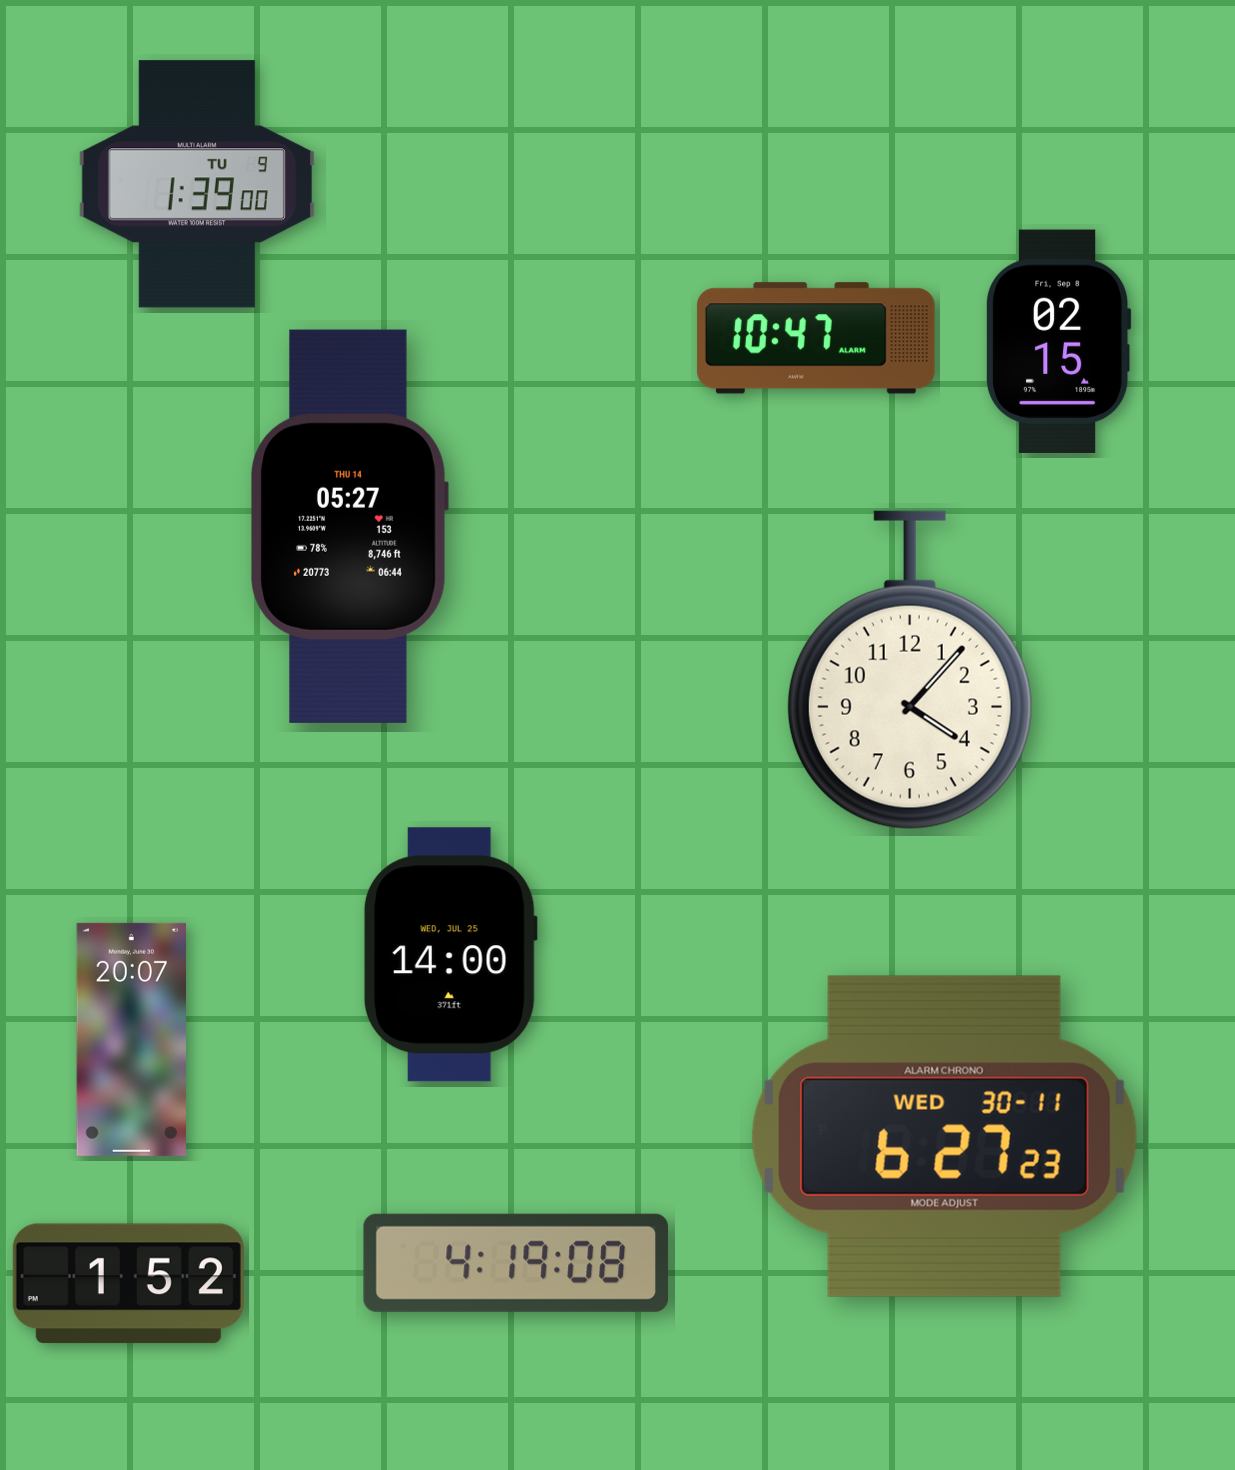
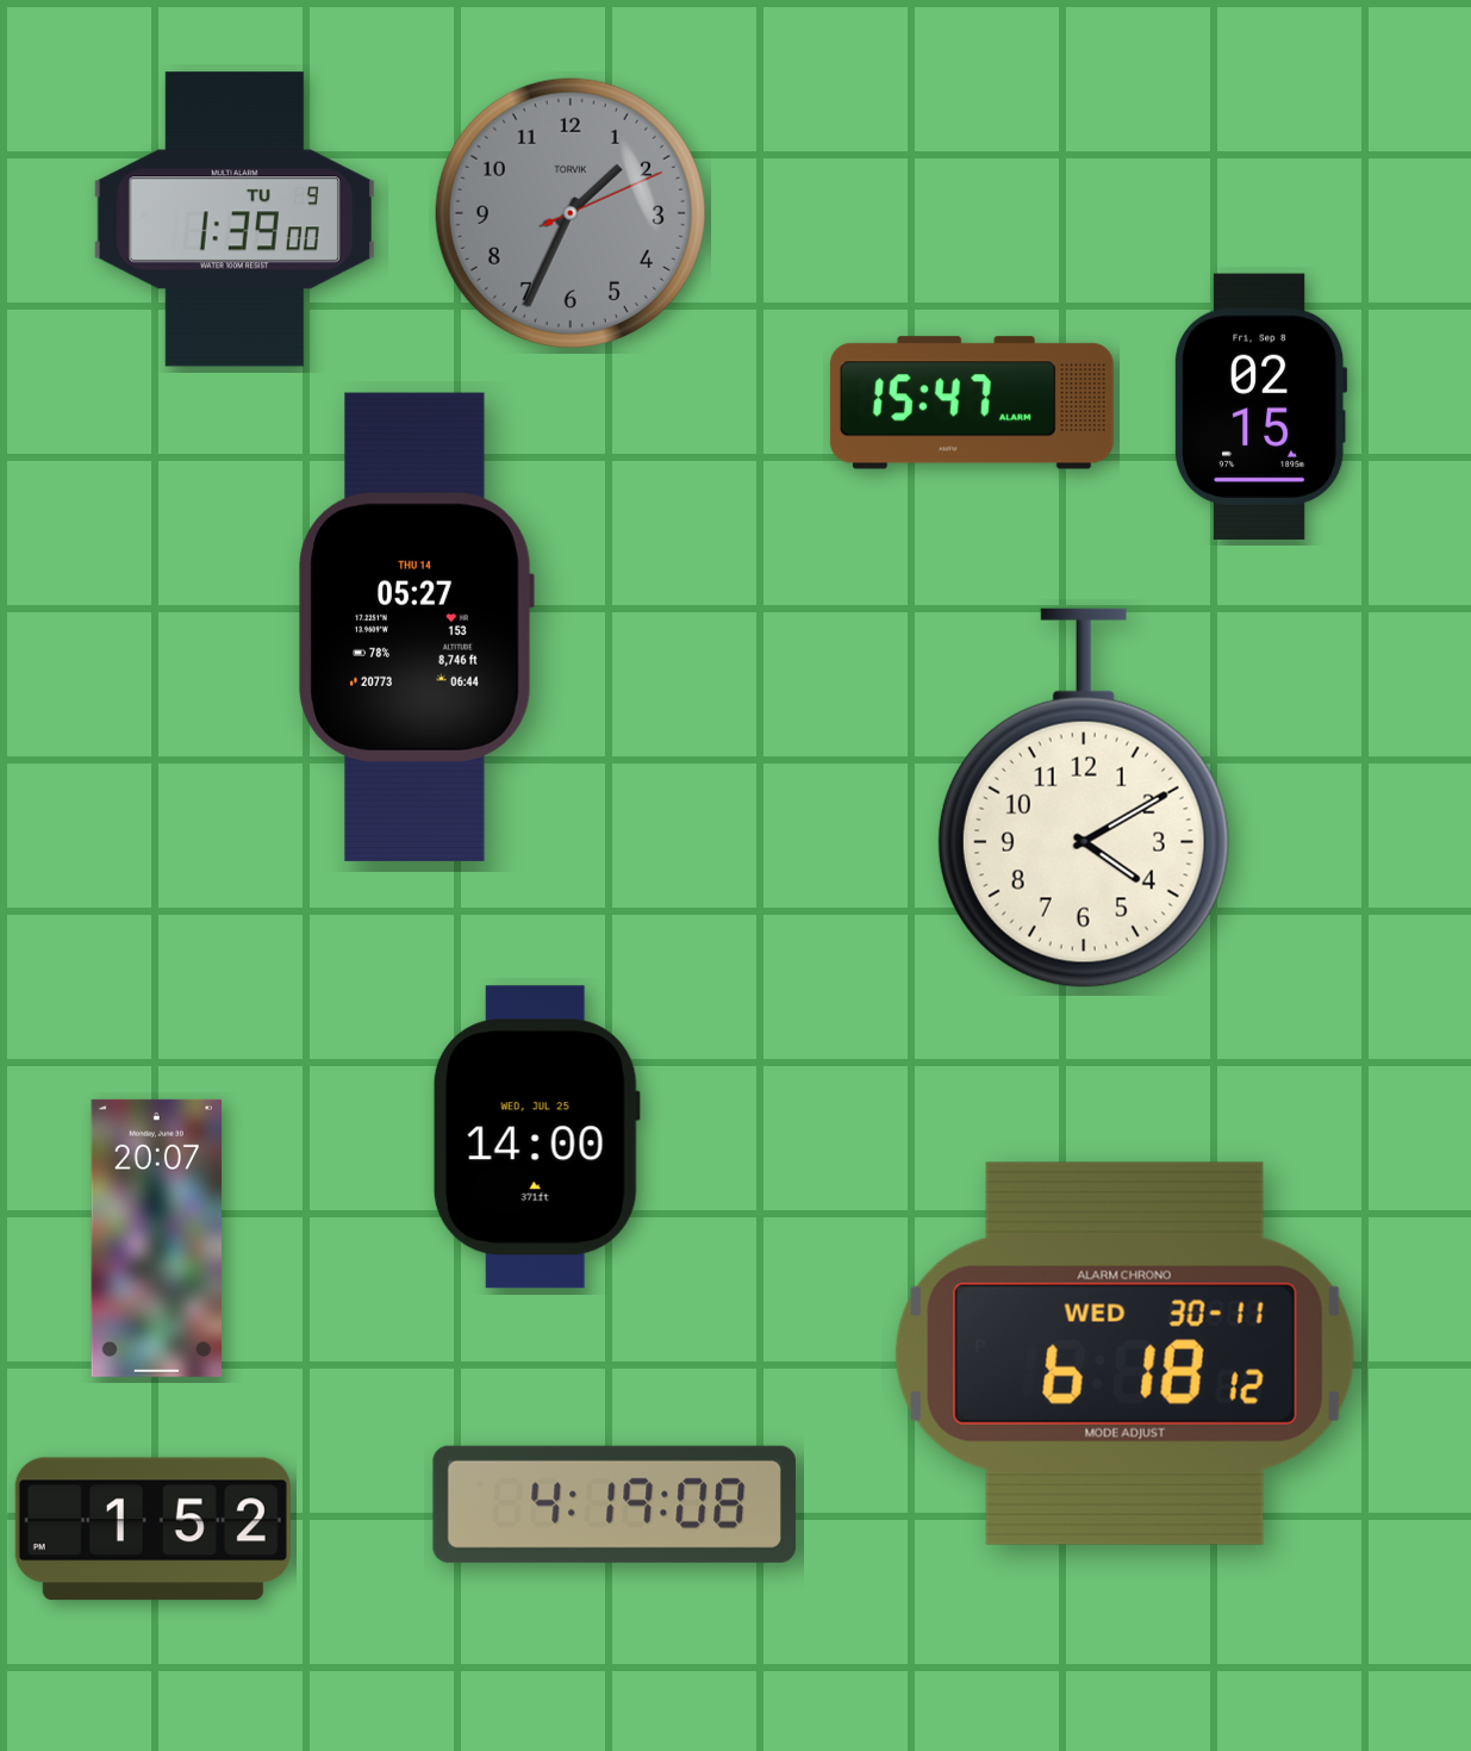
clock at (571, 213): none -> 1:34
clock at (816, 338): 10:47 -> 15:47
clock at (910, 670): 4:07 -> 4:10
clock at (944, 1136): 6:27 -> 6:18
